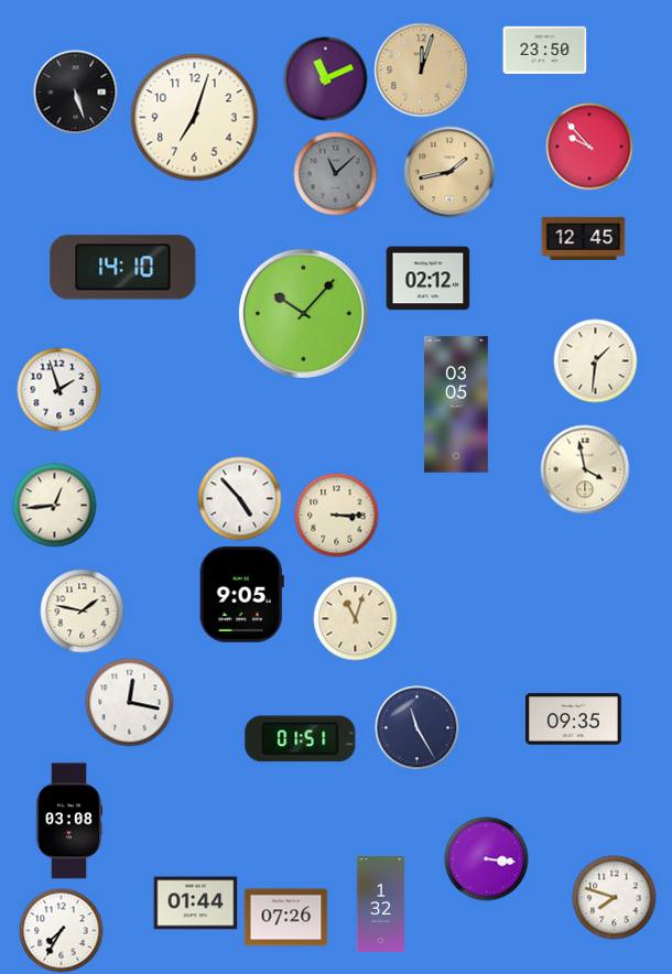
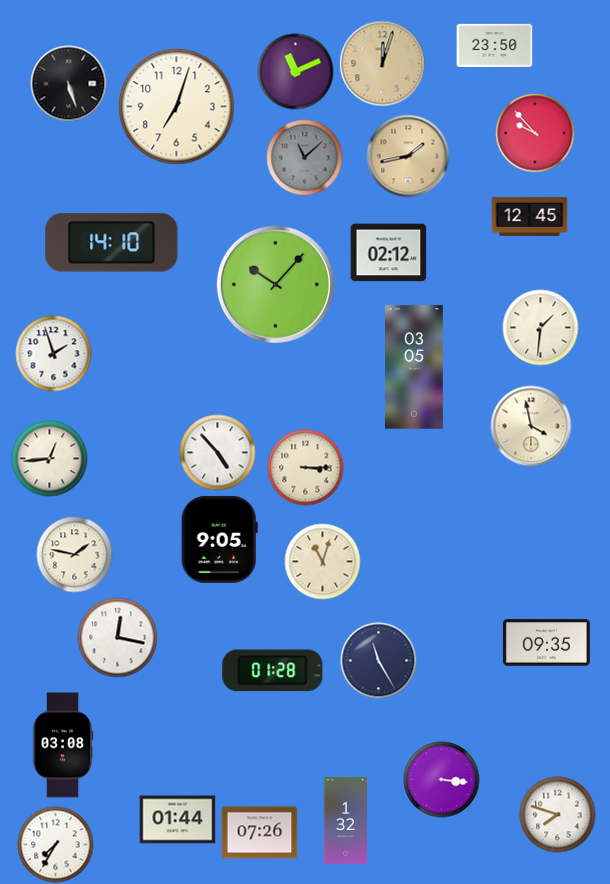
clock at (573, 719) position: (573, 719) -> (546, 643)
clock at (301, 739): 01:51 -> 01:28
